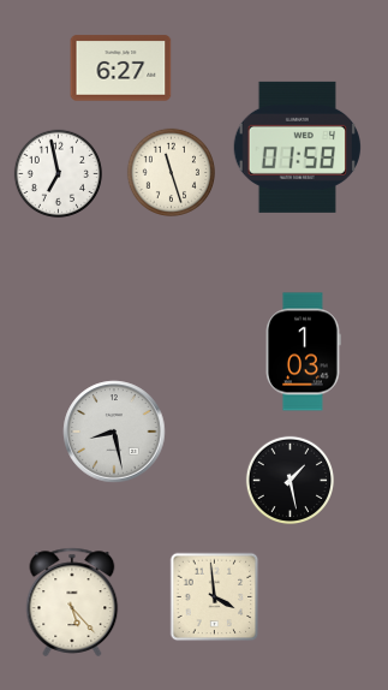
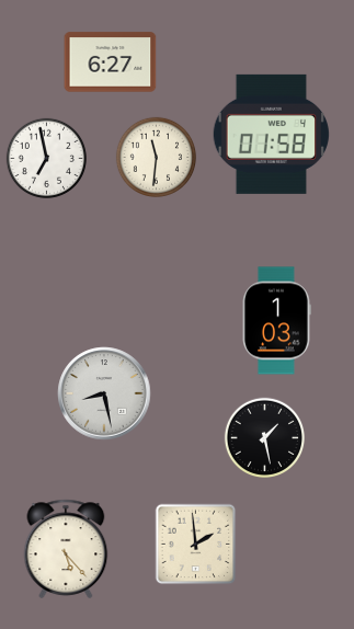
clock at (171, 172): 11:27 -> 11:31
clock at (58, 173) position: (58, 173) -> (46, 158)
clock at (215, 597): 3:59 -> 1:59
